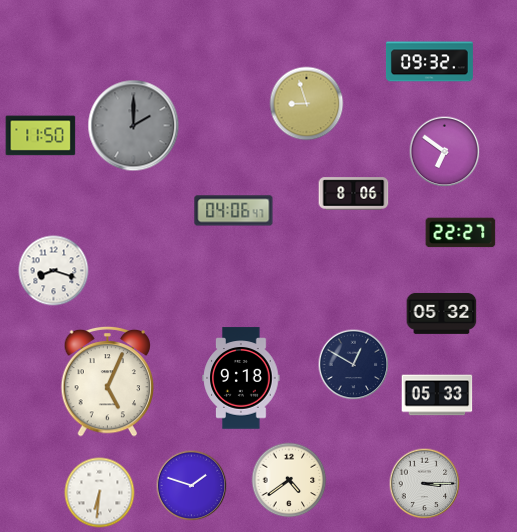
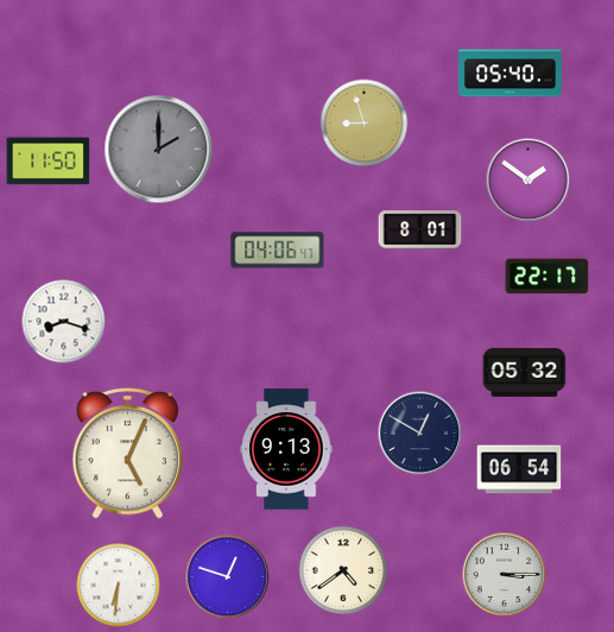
clock at (429, 62): 09:32 -> 05:40
clock at (445, 152): 6:51 -> 1:51
clock at (354, 194): 8:06 -> 8:01
clock at (461, 233): 22:27 -> 22:17
clock at (241, 378): 9:18 -> 9:13
clock at (437, 395): 05:33 -> 06:54
clock at (192, 486): 1:48 -> 12:48
